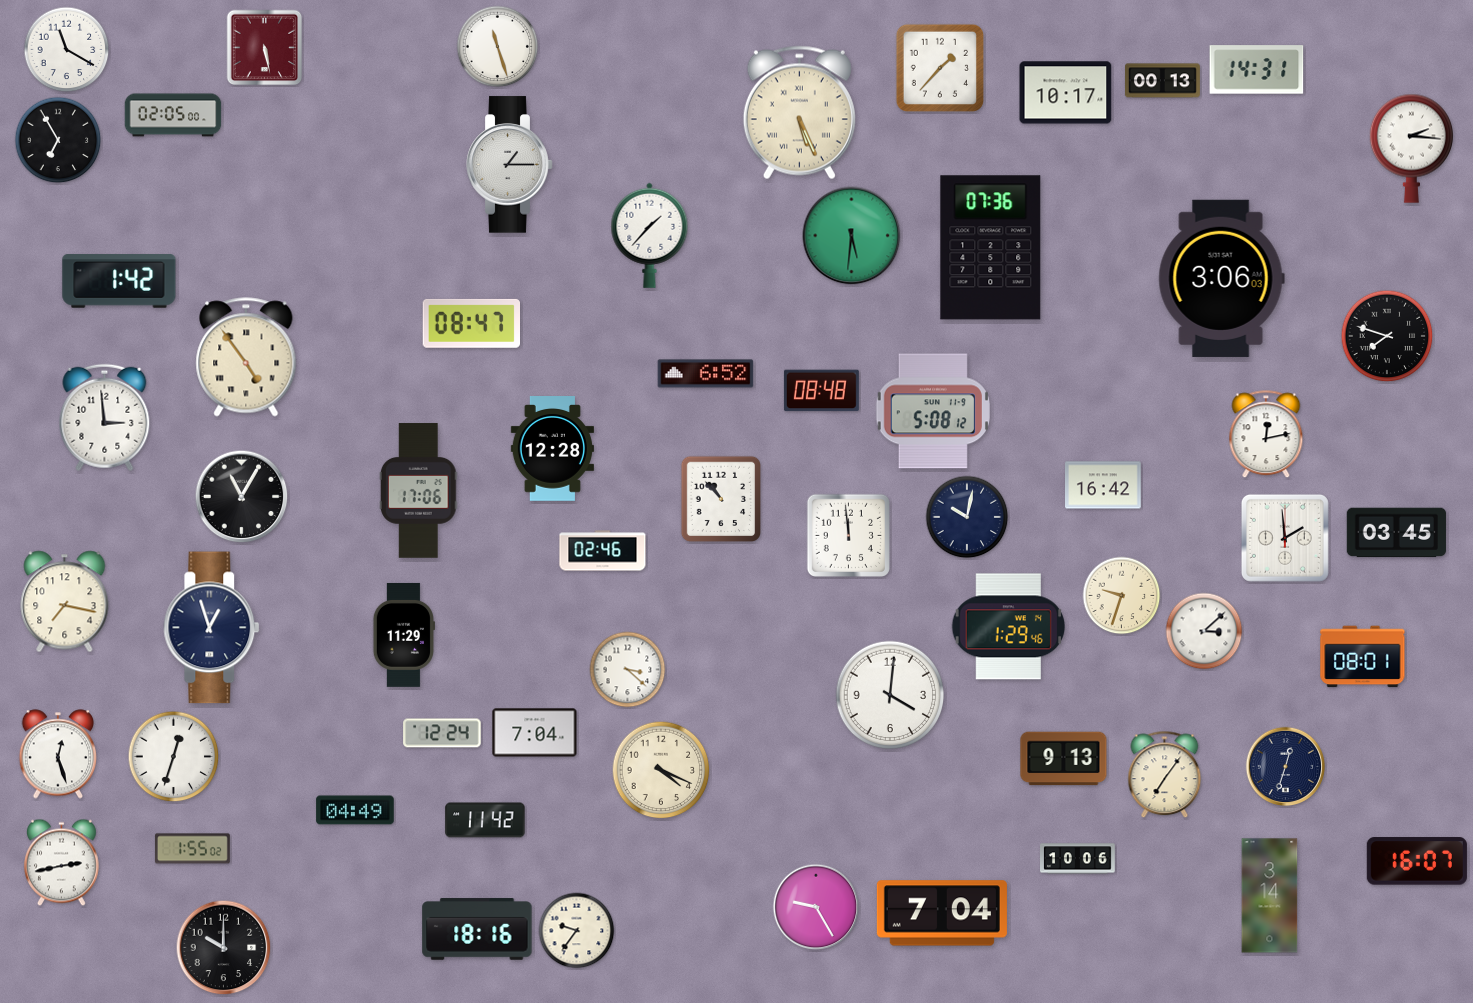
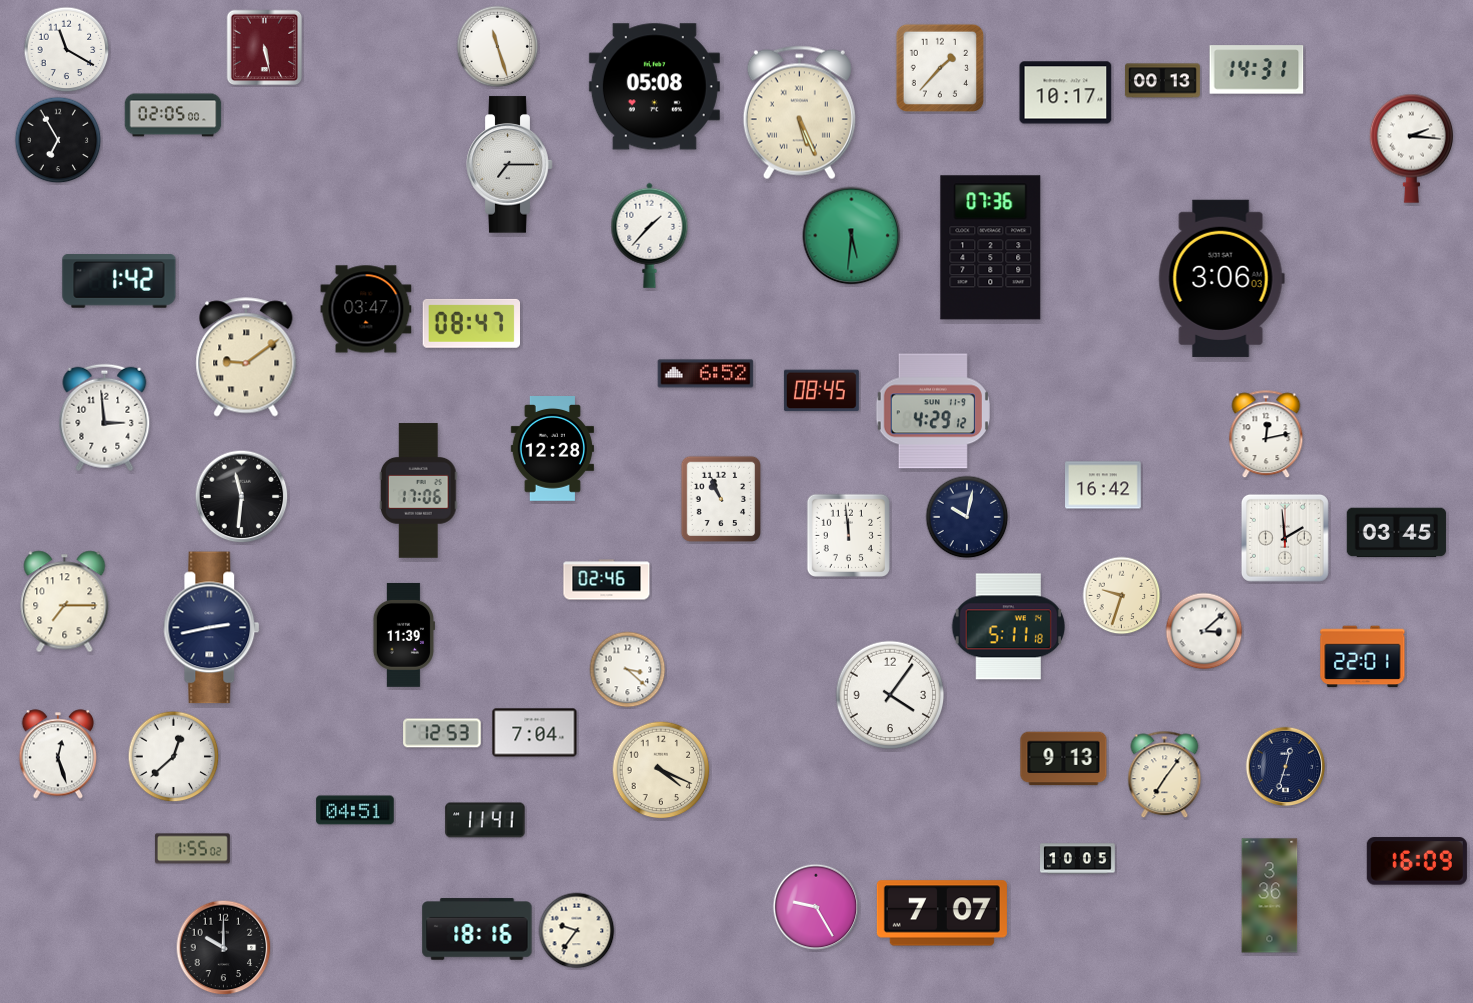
clock at (654, 87): none -> 05:08
clock at (510, 165): 1:15 -> 7:15
clock at (366, 309): none -> 03:47
clock at (1387, 336): 7:48 -> none
clock at (246, 357): 4:54 -> 9:09
clock at (821, 391): 08:48 -> 08:45
clock at (933, 411): 5:08 -> 4:29
clock at (242, 497): 11:05 -> 11:31
clock at (720, 499): 10:53 -> 10:56
clock at (603, 551) position: (603, 551) -> (607, 580)
clock at (65, 602): 7:17 -> 7:15
clock at (1008, 627): 1:29 -> 5:11
clock at (212, 628): 12:57 -> 2:43
clock at (404, 635): 11:29 -> 11:39
clock at (1363, 657): 08:01 -> 22:01
clock at (890, 695): 4:01 -> 4:06
clock at (442, 733): 12:24 -> 12:53
clock at (174, 757): 12:33 -> 12:38
clock at (355, 810): 04:49 -> 04:51
clock at (485, 820): 11:42 -> 11:41
clock at (1078, 859): 10:06 -> 10:05
clock at (1417, 861): 16:07 -> 16:09
clock at (62, 863): 2:43 -> none
clock at (1270, 896): 3:14 -> 3:36
clock at (942, 913): 7:04 -> 7:07
